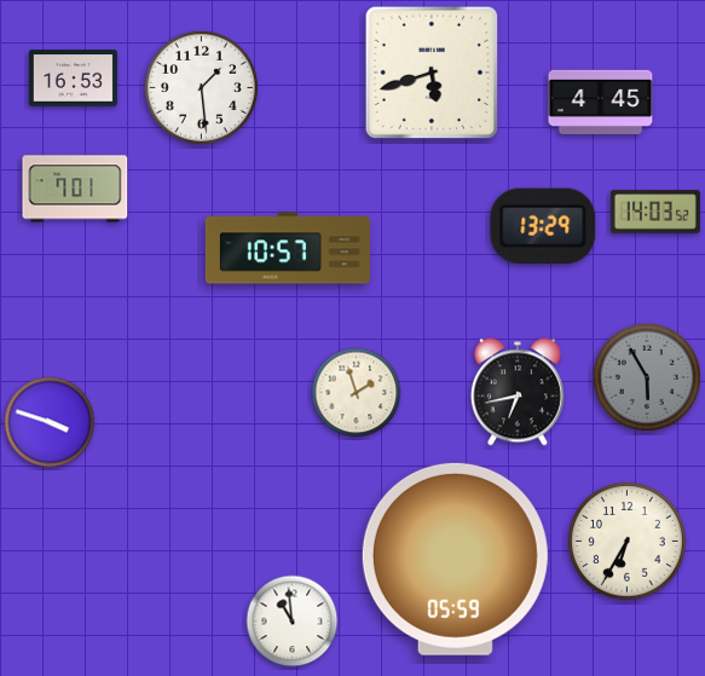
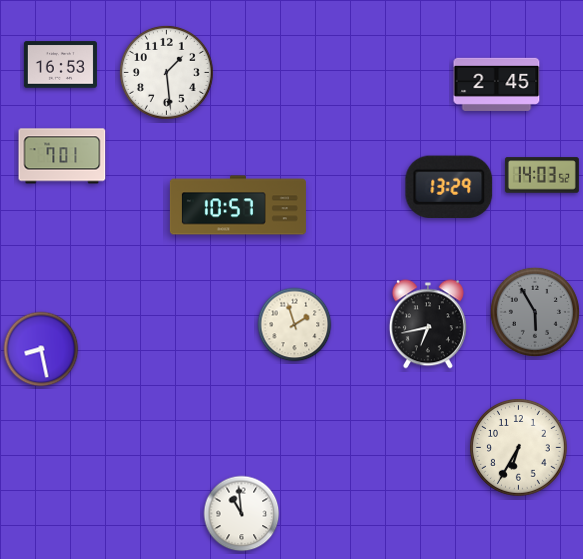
clock at (430, 71): 5:42 -> none
clock at (601, 102): 4:45 -> 2:45
clock at (50, 422): 3:48 -> 8:28
clock at (455, 559): 05:59 -> none
